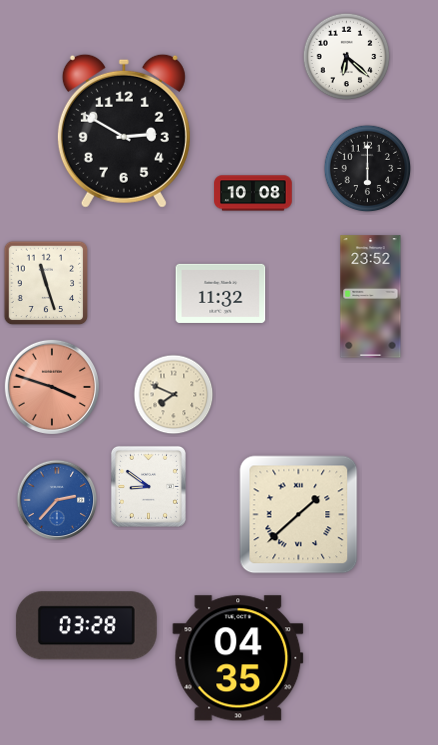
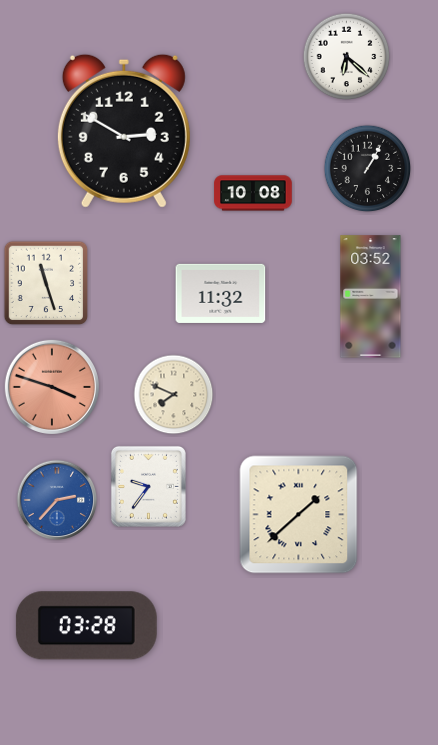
clock at (368, 169): 6:00 -> 1:05
clock at (371, 297): 23:52 -> 03:52
clock at (148, 486): 8:51 -> 9:36
clock at (238, 658): 04:35 -> none
